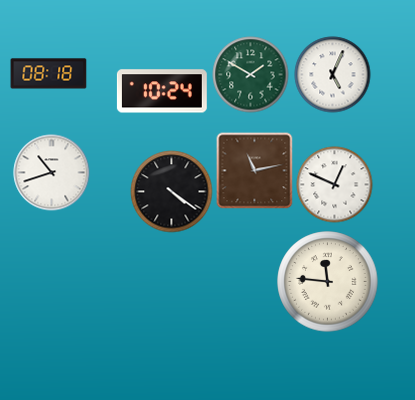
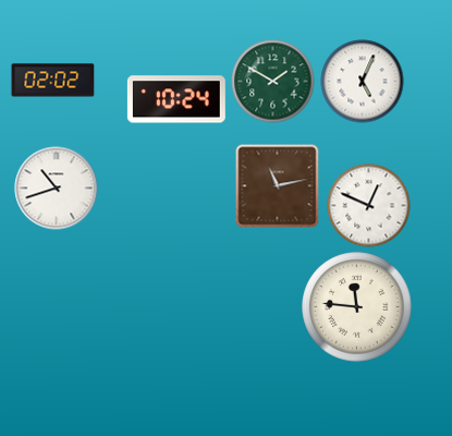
clock at (49, 74): 08:18 -> 02:02
clock at (335, 185) position: (335, 185) -> (369, 206)
clock at (172, 192): 4:21 -> none
